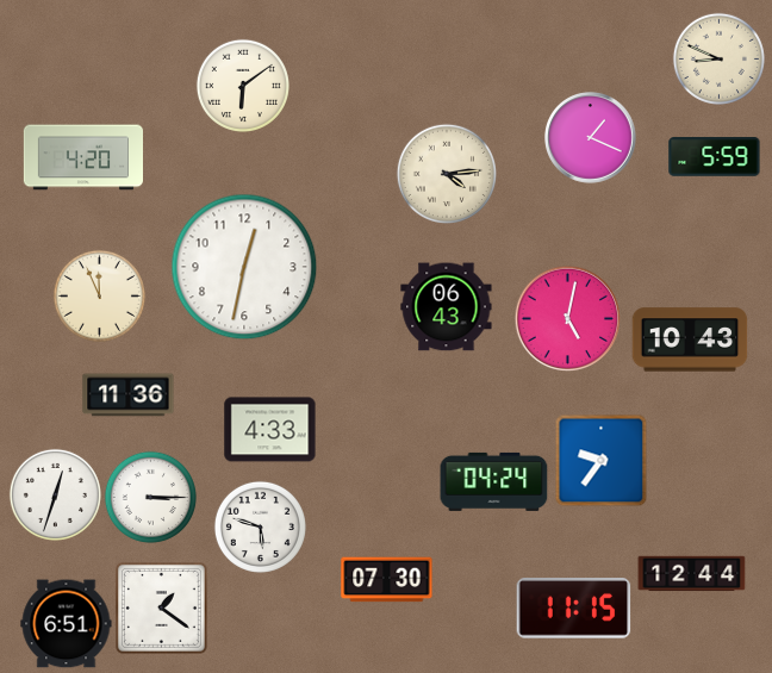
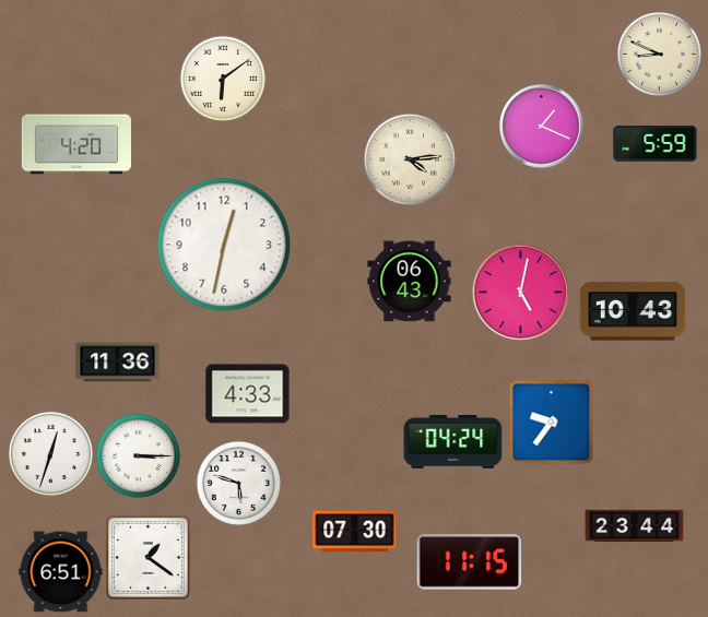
clock at (99, 295): 11:56 -> none
clock at (692, 574): 12:44 -> 23:44
clock at (574, 609) position: (574, 609) -> (470, 562)
